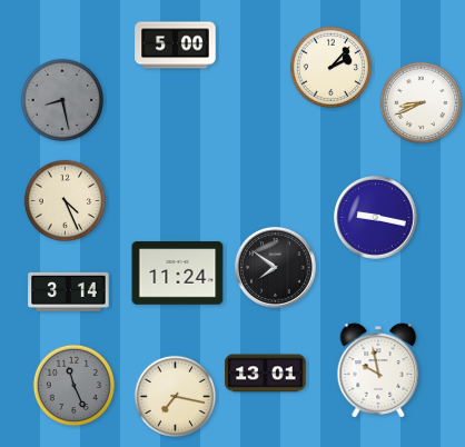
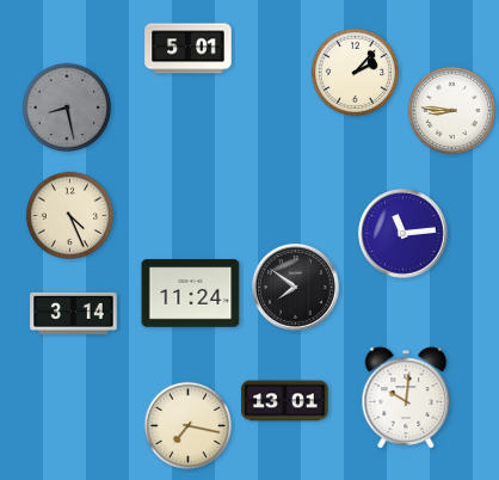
clock at (176, 46): 5:00 -> 5:01
clock at (421, 103): 8:41 -> 8:46
clock at (376, 218): 9:17 -> 11:14
clock at (378, 370): 9:58 -> 10:01
clock at (73, 386): 11:26 -> none
